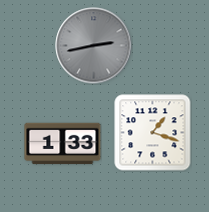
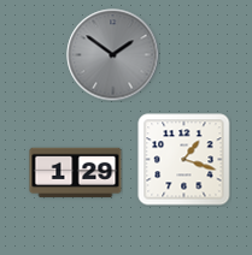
clock at (94, 46): 2:43 -> 1:51
clock at (63, 144): 1:33 -> 1:29
